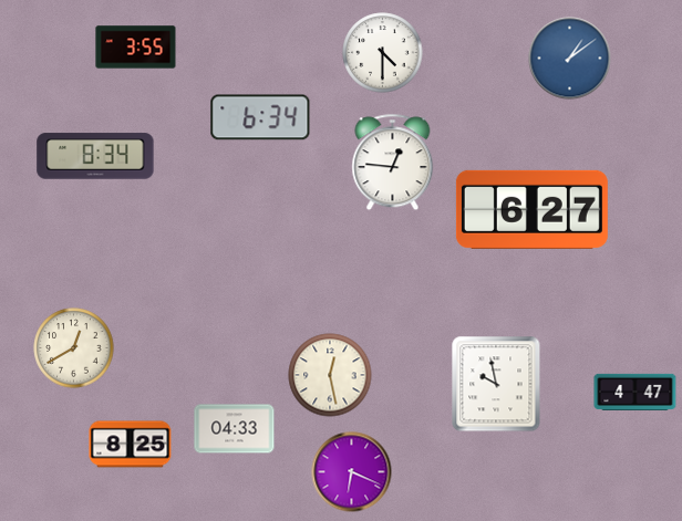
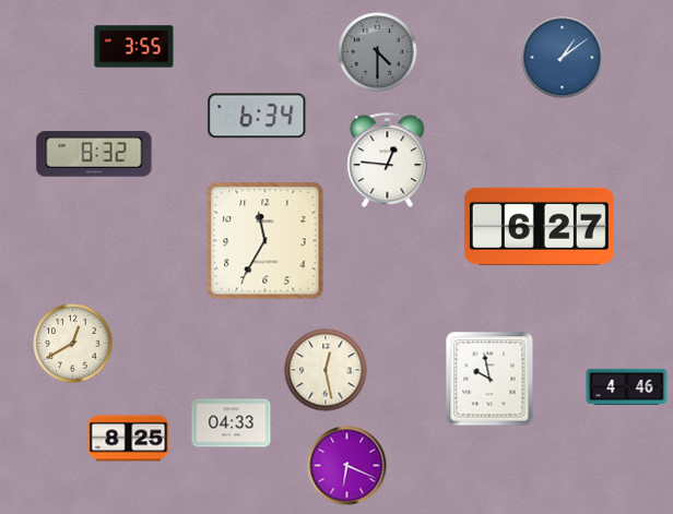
clock at (383, 53) dial: white -> grey
clock at (95, 156): 8:34 -> 8:32
clock at (531, 209) position: (531, 209) -> (539, 226)
clock at (265, 241): none -> 11:35
clock at (635, 392): 4:47 -> 4:46
